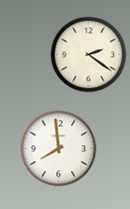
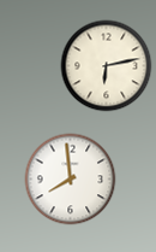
clock at (89, 55): 2:21 -> 6:13
